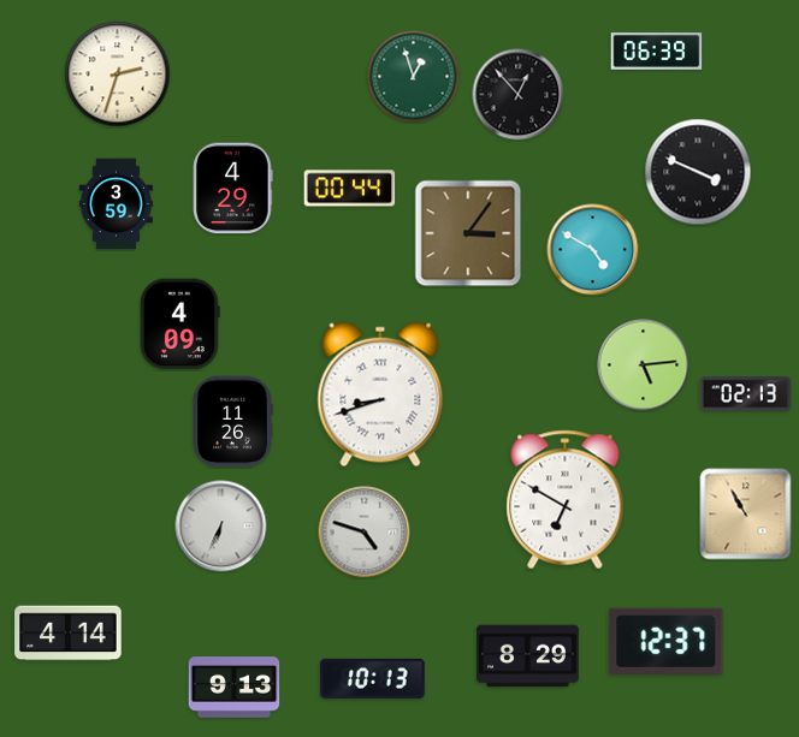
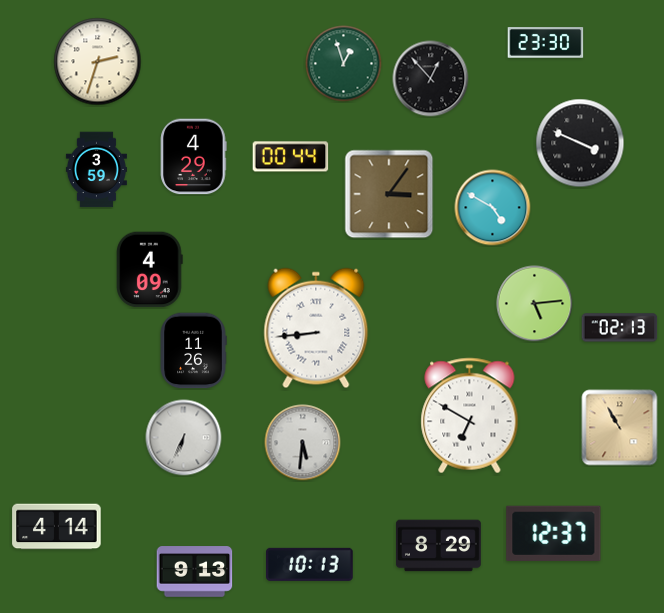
clock at (657, 52): 06:39 -> 23:30
clock at (380, 394): 8:42 -> 8:44
clock at (365, 533): 4:48 -> 5:31
